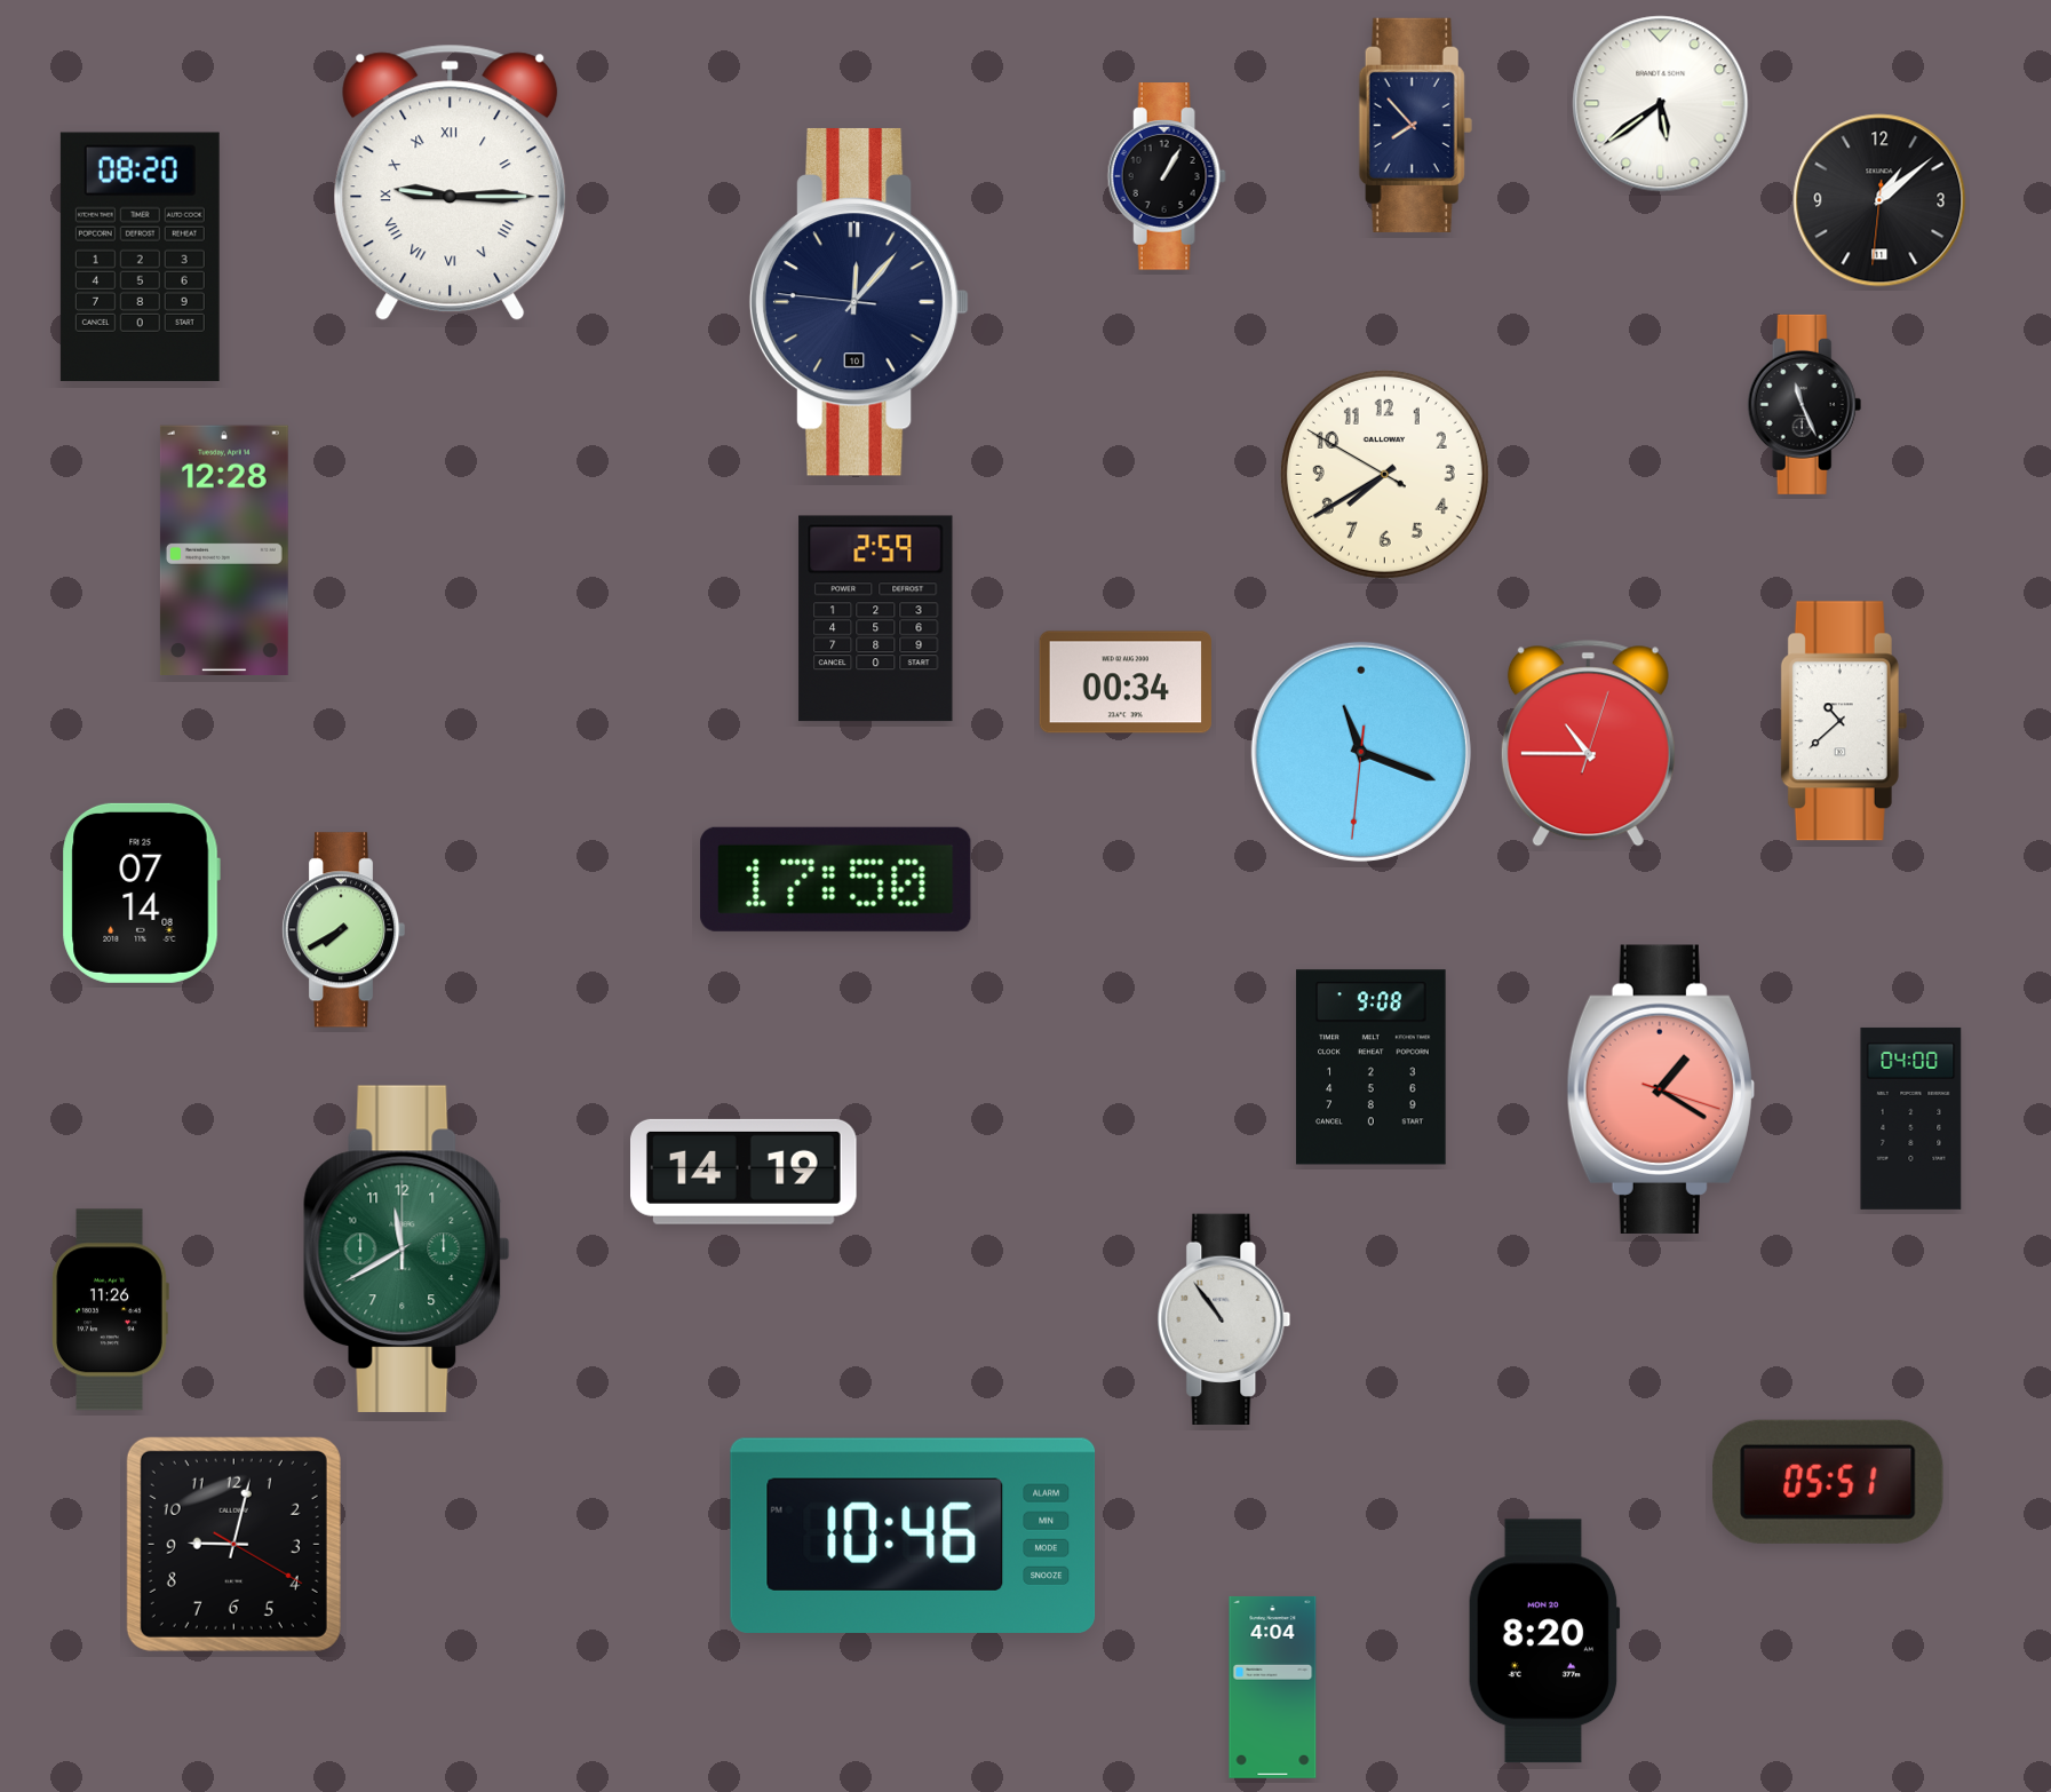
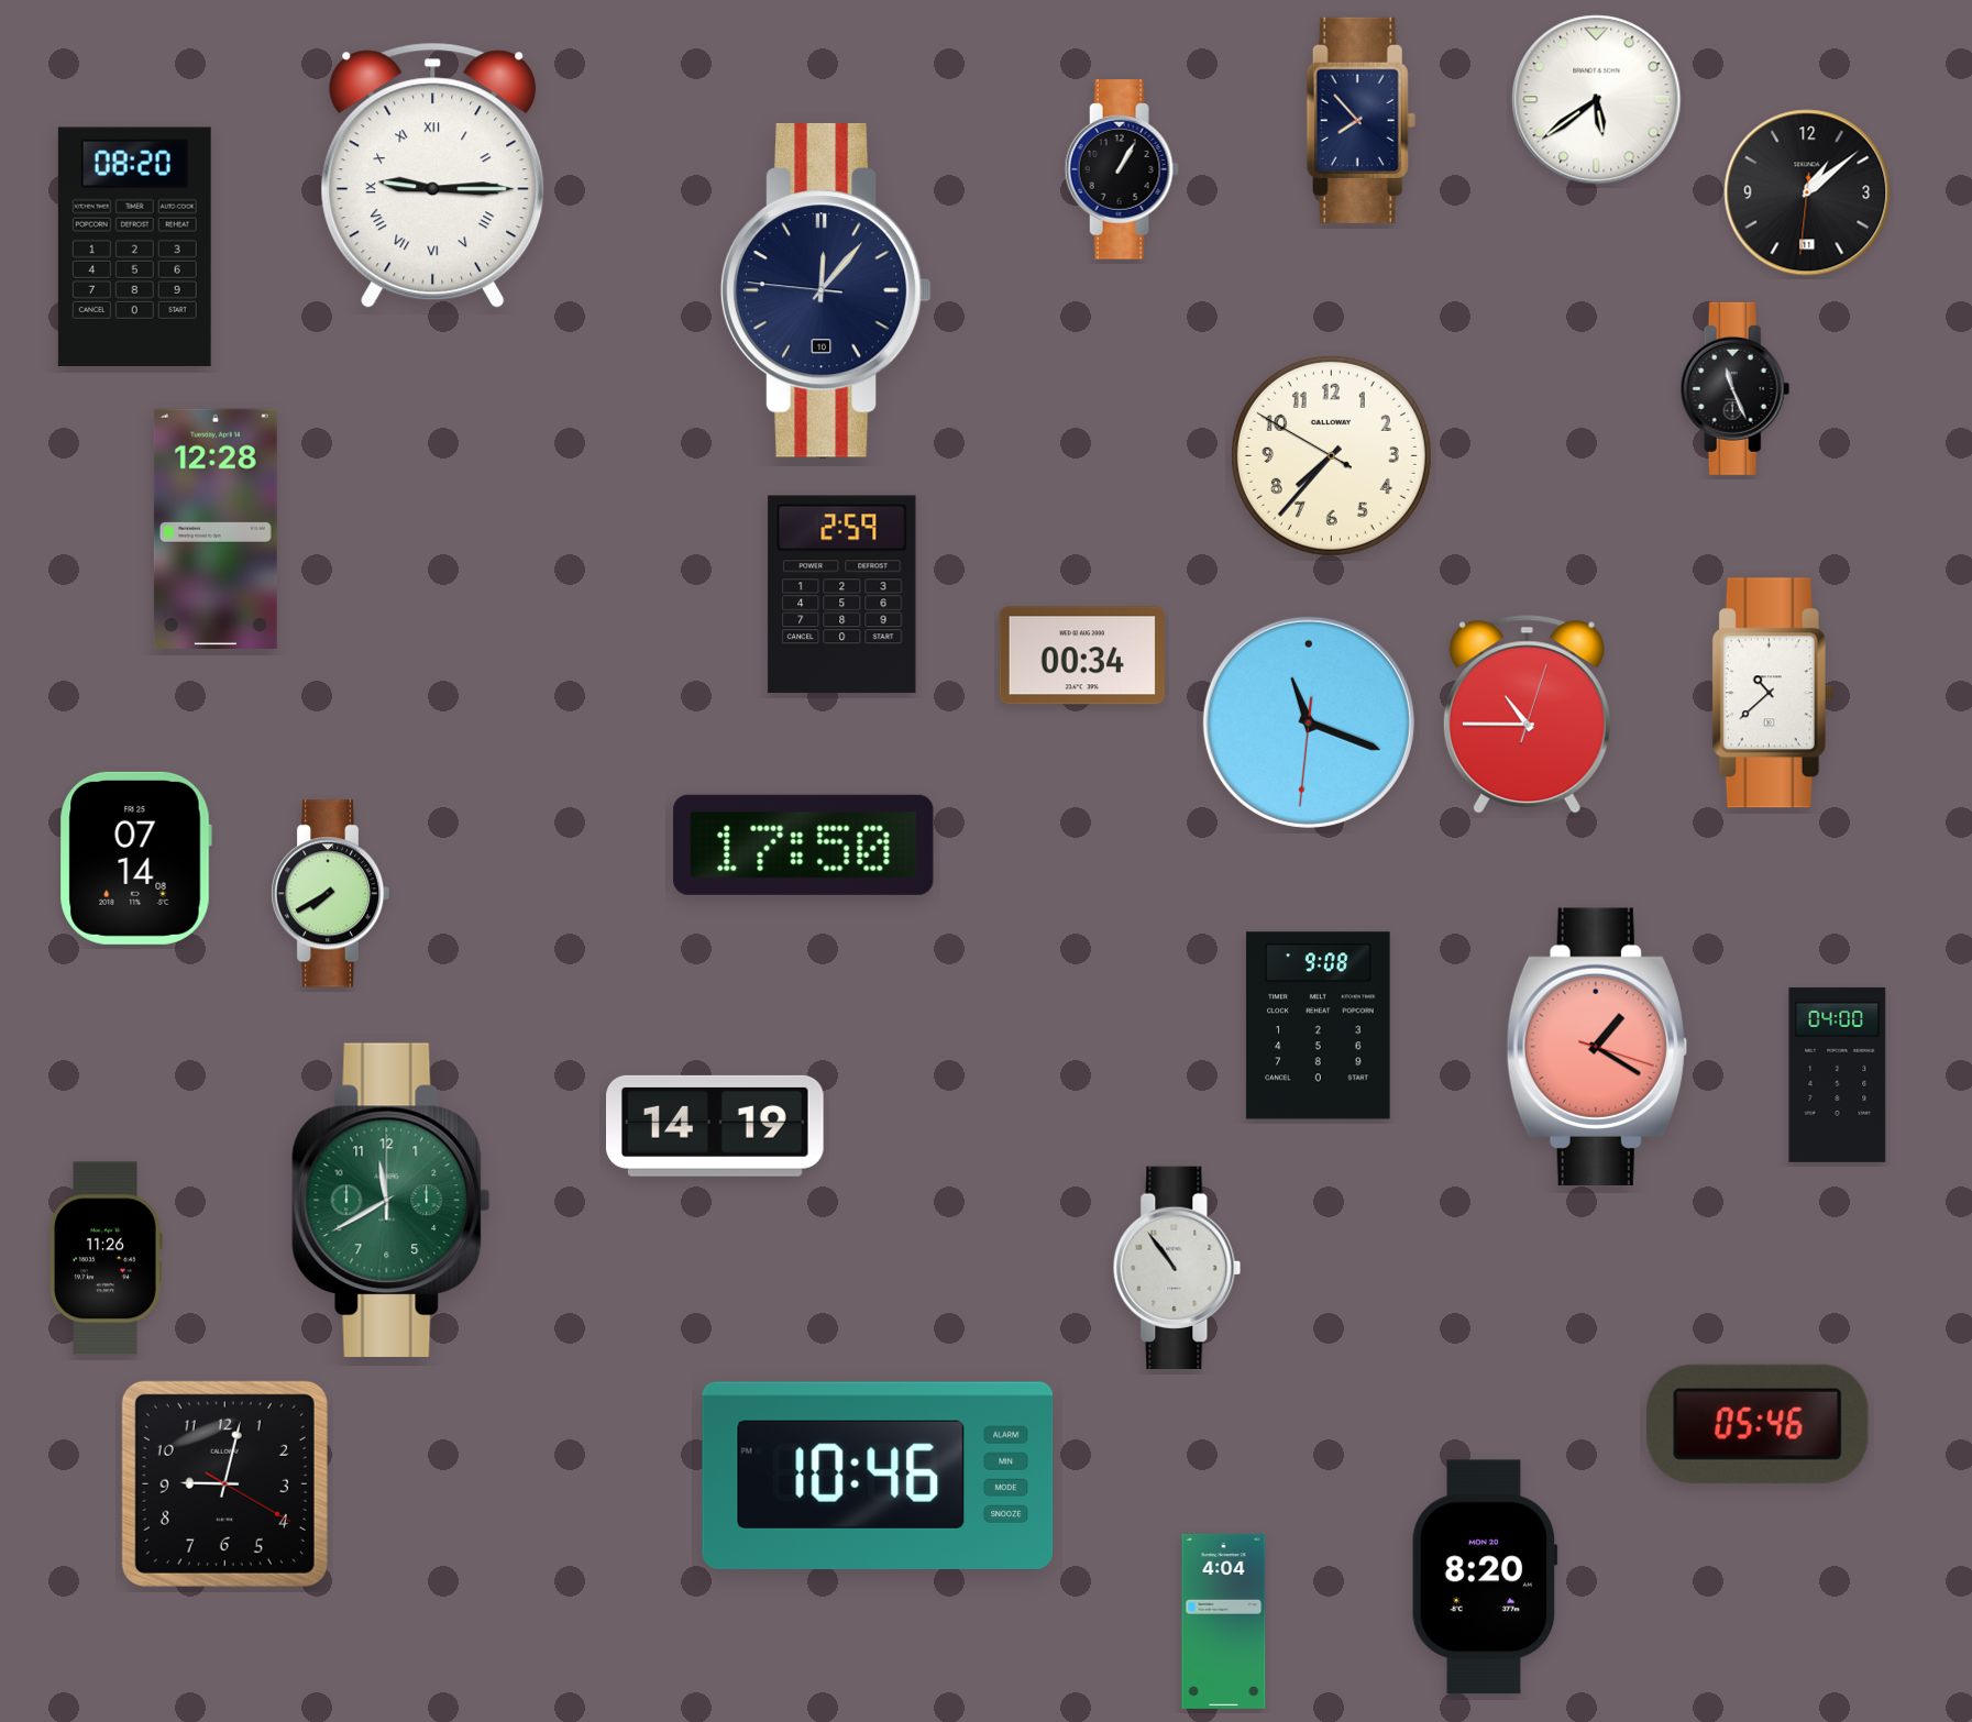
clock at (1384, 474): 7:39 -> 7:36
clock at (1828, 1482): 05:51 -> 05:46
